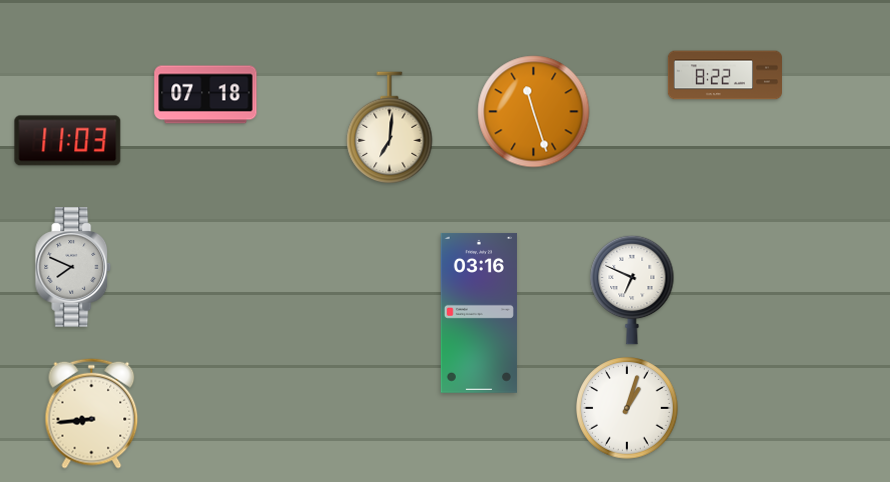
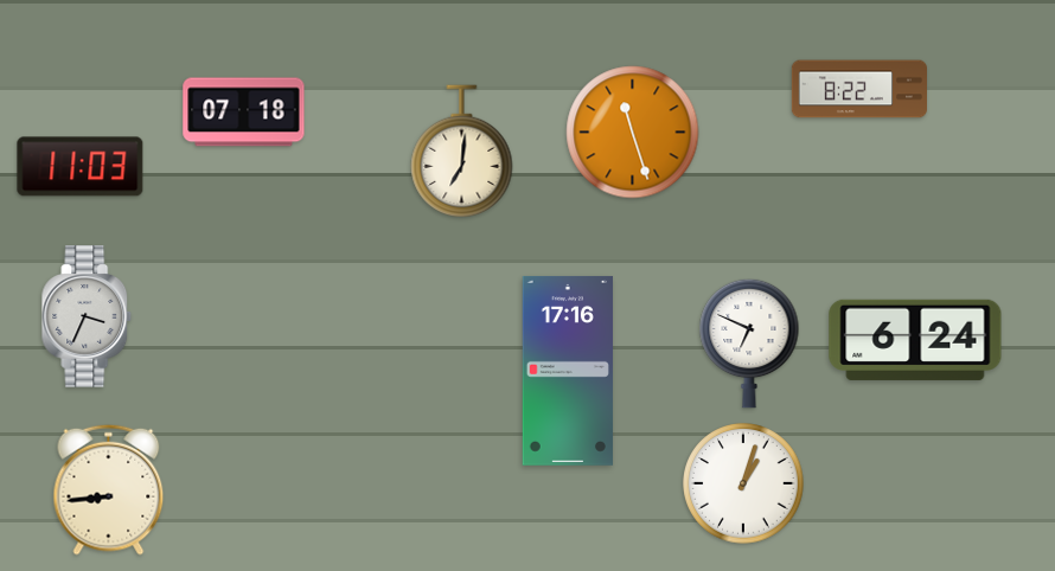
clock at (73, 267): 7:49 -> 3:34
clock at (915, 340): none -> 6:24
clock at (478, 313): 03:16 -> 17:16
